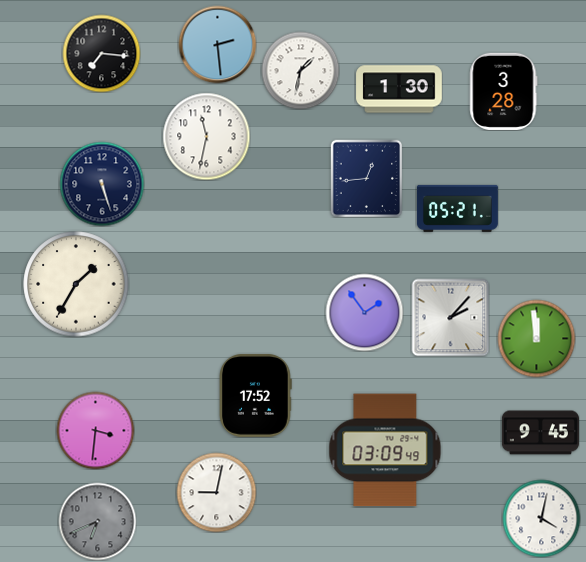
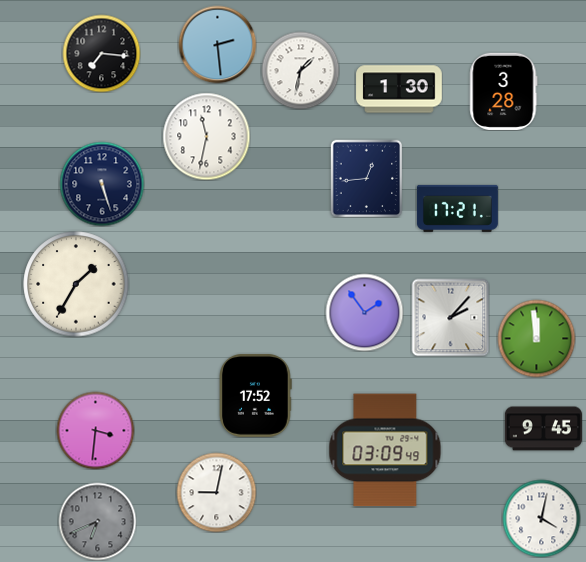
clock at (457, 208): 05:21 -> 17:21
clock at (540, 433) position: (540, 433) -> (543, 429)
